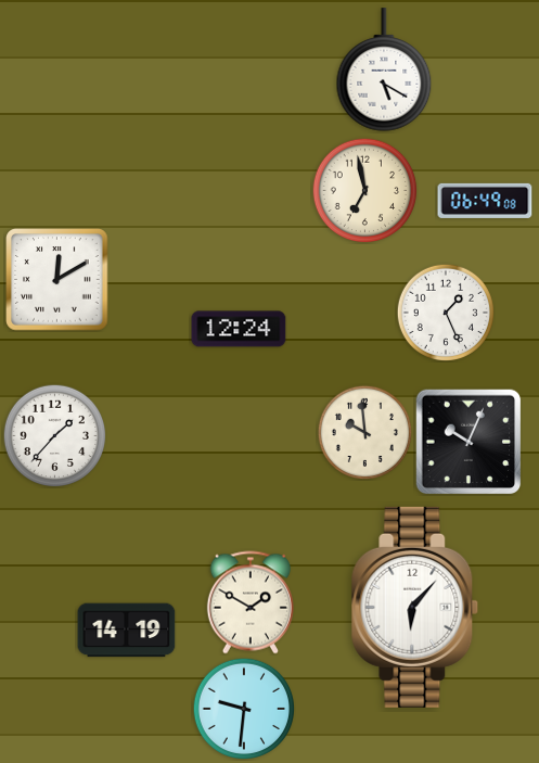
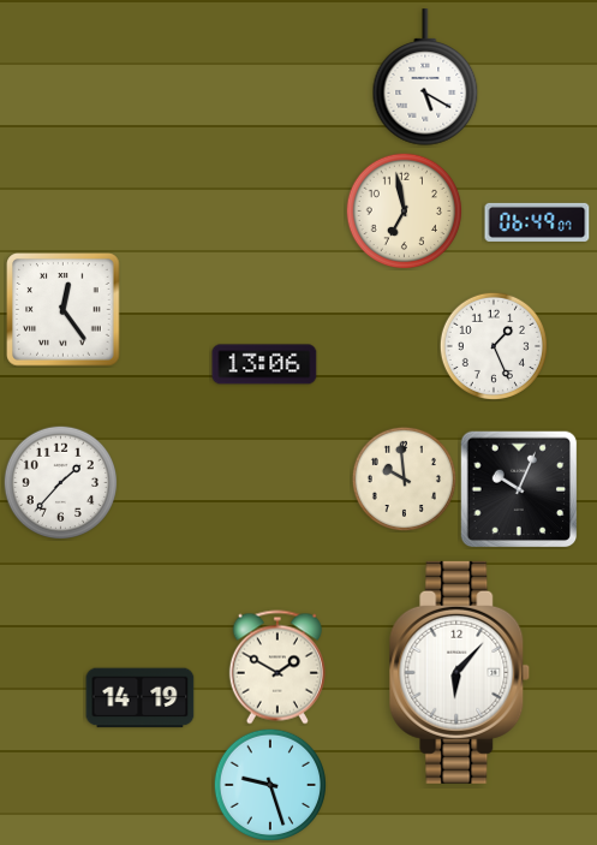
clock at (485, 201): 06:49:08 -> 06:49:07
clock at (57, 280): 12:10 -> 12:24
clock at (239, 329): 12:24 -> 13:06
clock at (243, 708): 9:31 -> 9:27
